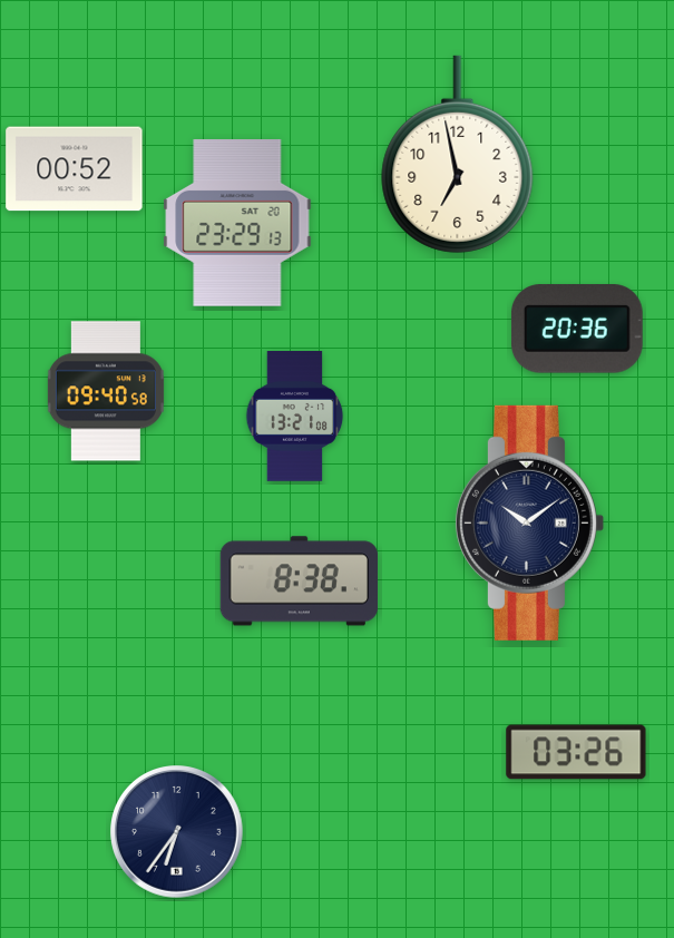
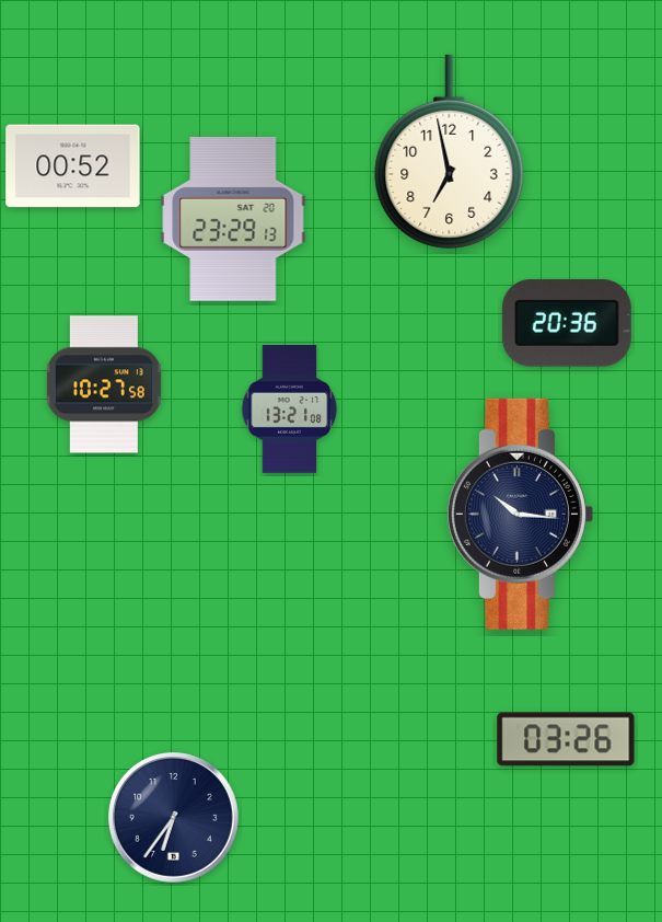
clock at (106, 391): 09:40 -> 10:27
clock at (529, 522): 10:09 -> 10:16
clock at (299, 582): 8:38 -> none
